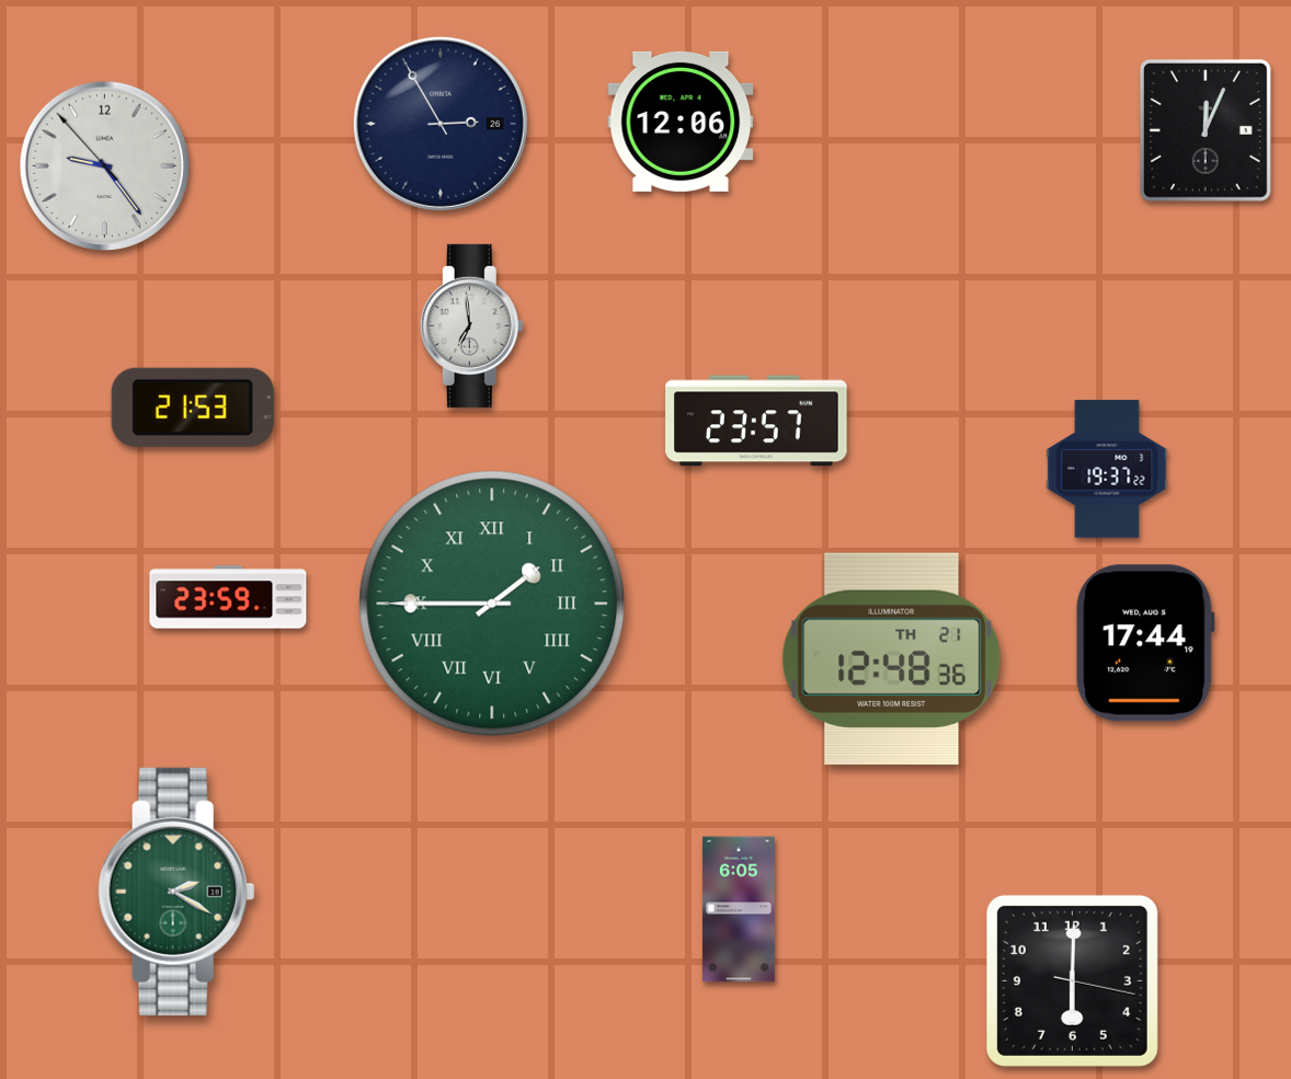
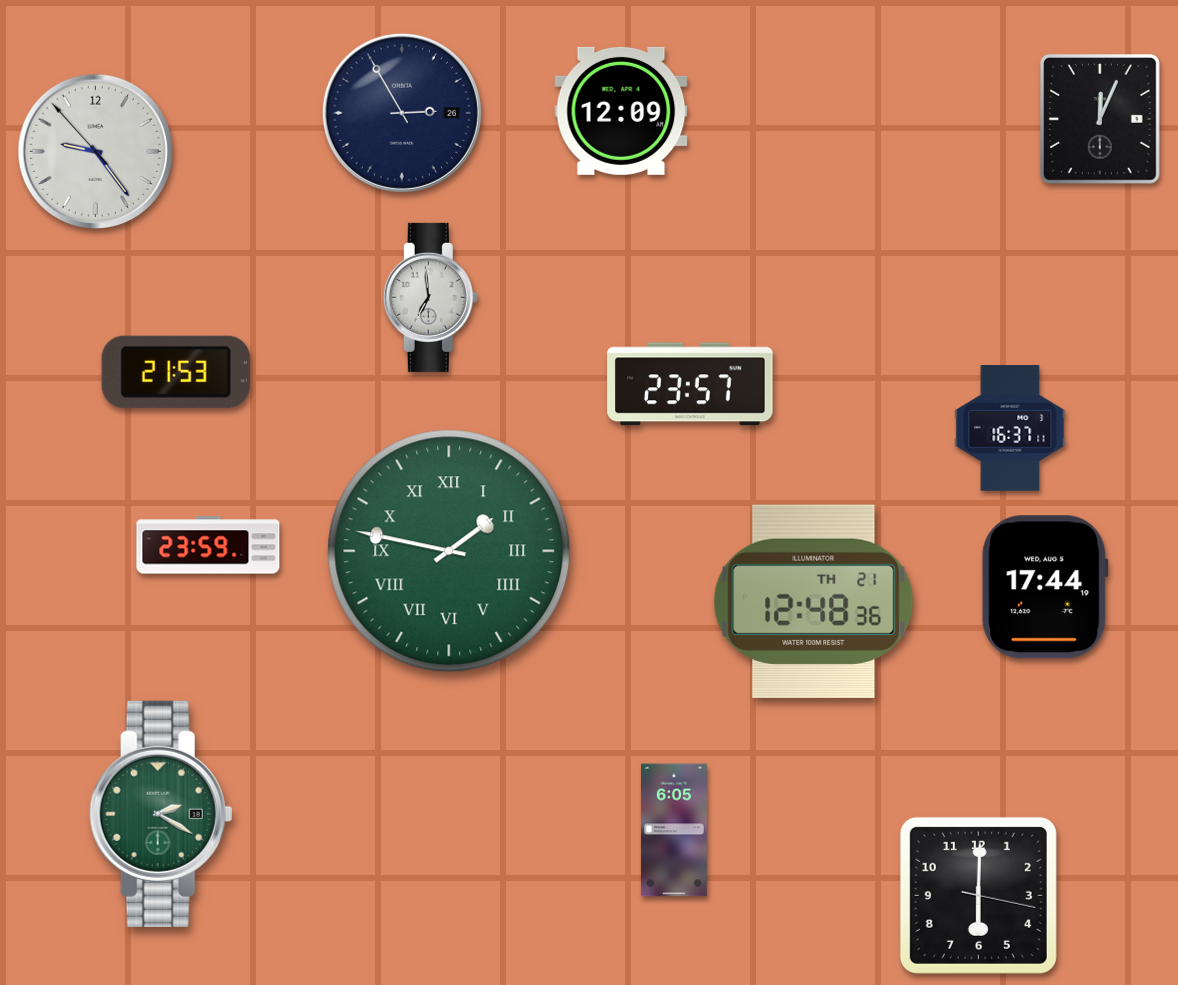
clock at (681, 122): 12:06 -> 12:09
clock at (1107, 469): 19:37 -> 16:37
clock at (492, 604): 1:45 -> 1:47
